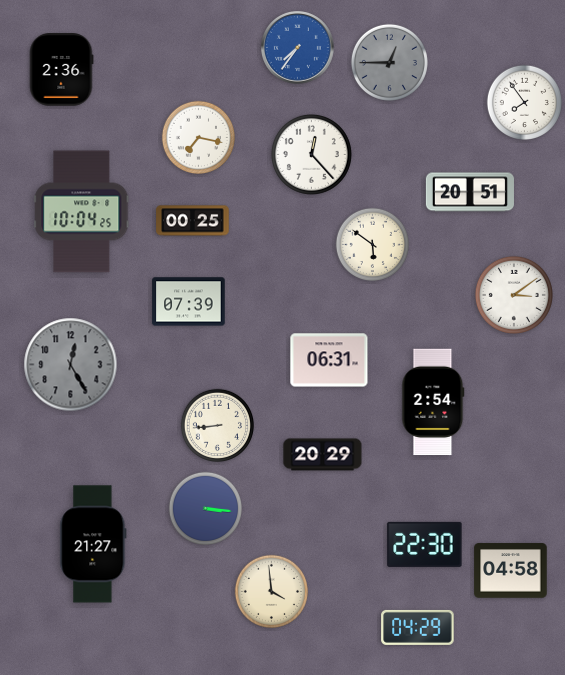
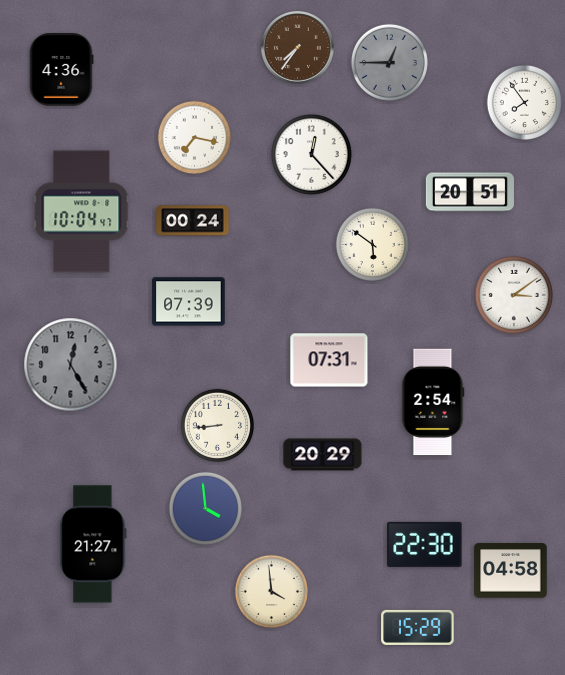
clock at (298, 48) dial: blue -> brown
clock at (61, 70): 2:36 -> 4:36
clock at (198, 137) position: (198, 137) -> (194, 137)
clock at (82, 212): 10:04:25 -> 10:04:47
clock at (193, 221): 00:25 -> 00:24
clock at (329, 360): 06:31 -> 07:31
clock at (205, 508): 3:16 -> 3:59
clock at (418, 627): 04:29 -> 15:29
